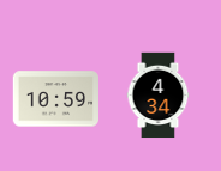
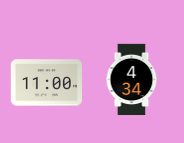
clock at (55, 99): 10:59 -> 11:00
